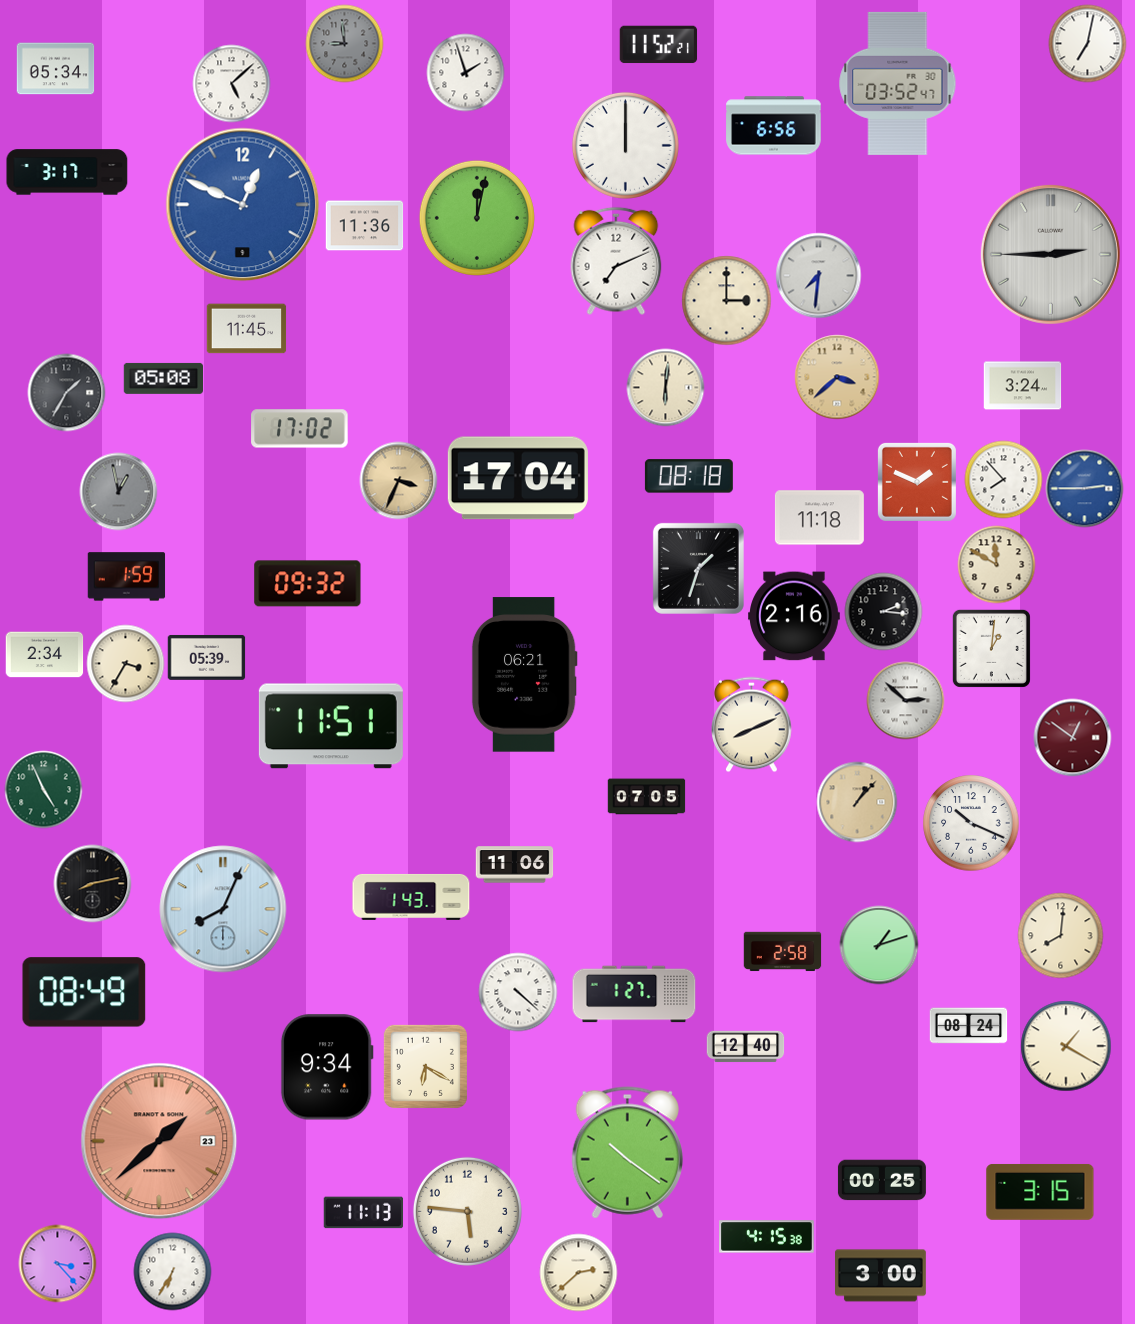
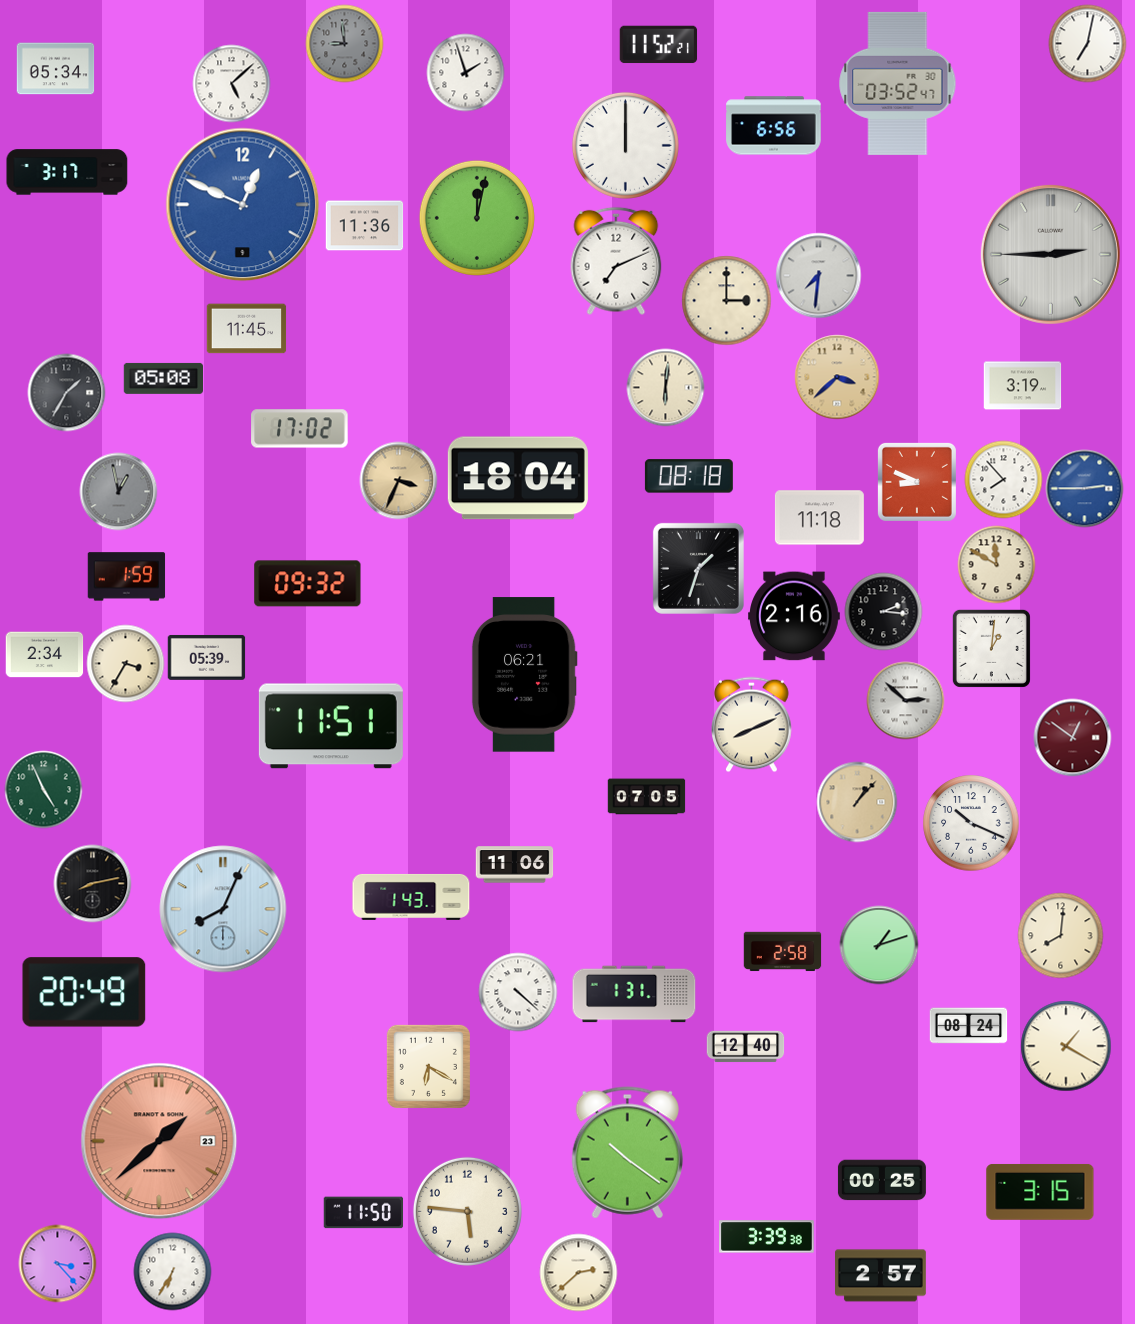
clock at (1022, 386): 3:24 -> 3:19
clock at (518, 478): 17:04 -> 18:04
clock at (917, 482): 1:49 -> 8:49
clock at (84, 992): 08:49 -> 20:49
clock at (634, 994): 1:27 -> 1:31
clock at (425, 1066) position: (425, 1066) -> (428, 1066)
clock at (327, 1067): 9:34 -> none
clock at (363, 1213): 11:13 -> 11:50
clock at (767, 1237): 4:15 -> 3:39
clock at (881, 1276): 3:00 -> 2:57
